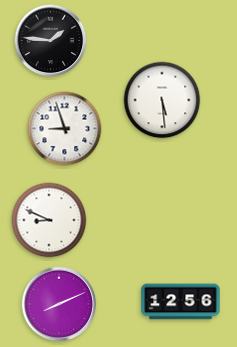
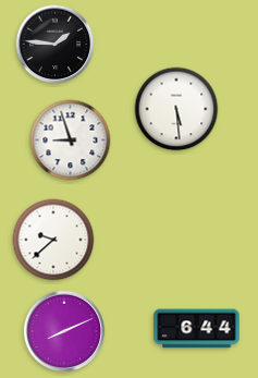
clock at (49, 220): 8:49 -> 9:38
clock at (181, 302): 12:56 -> 6:44
